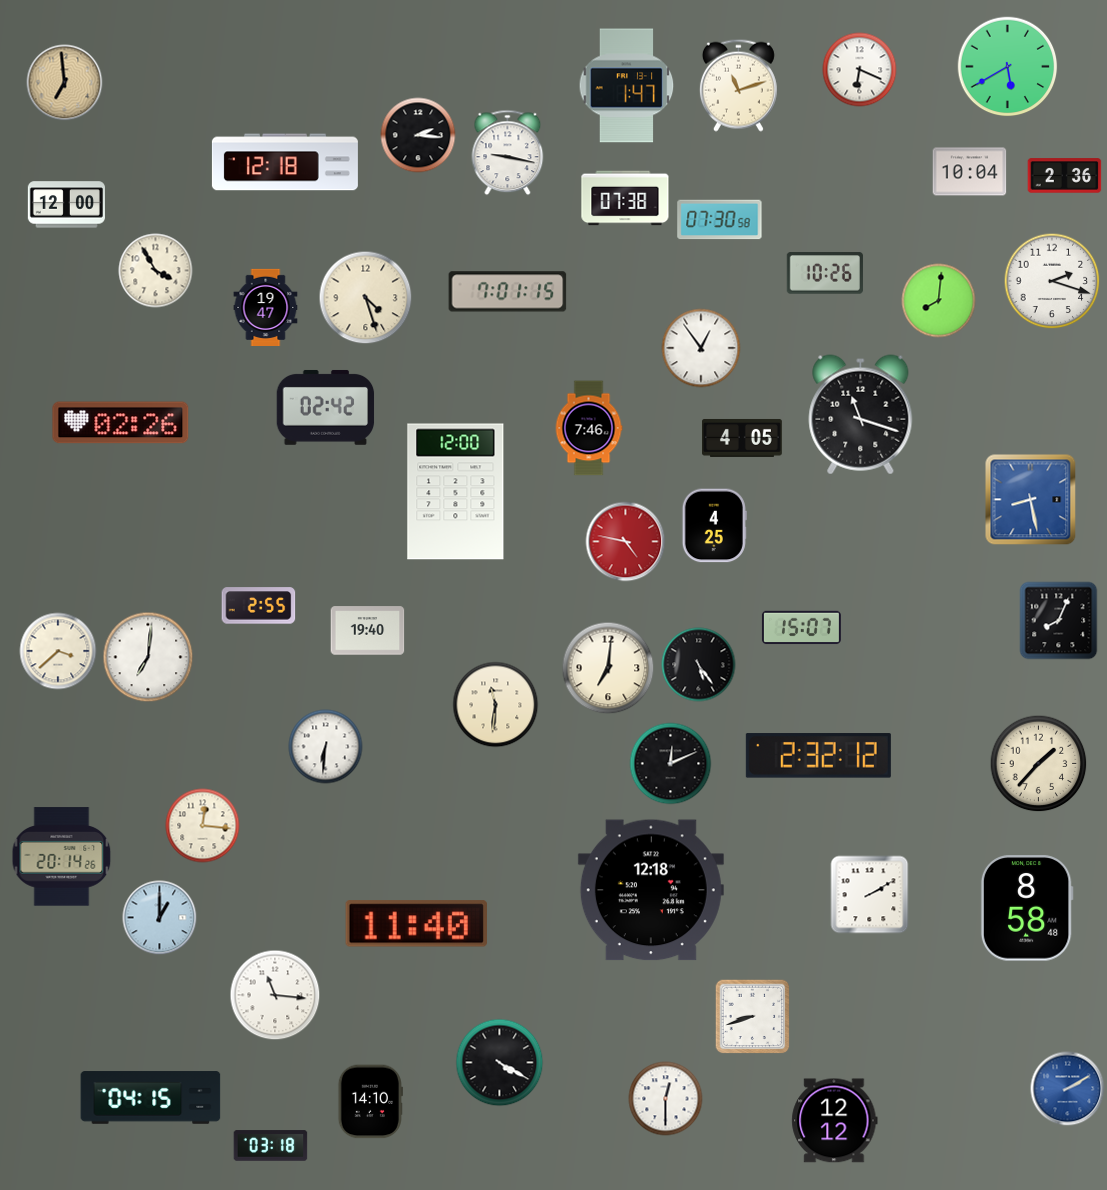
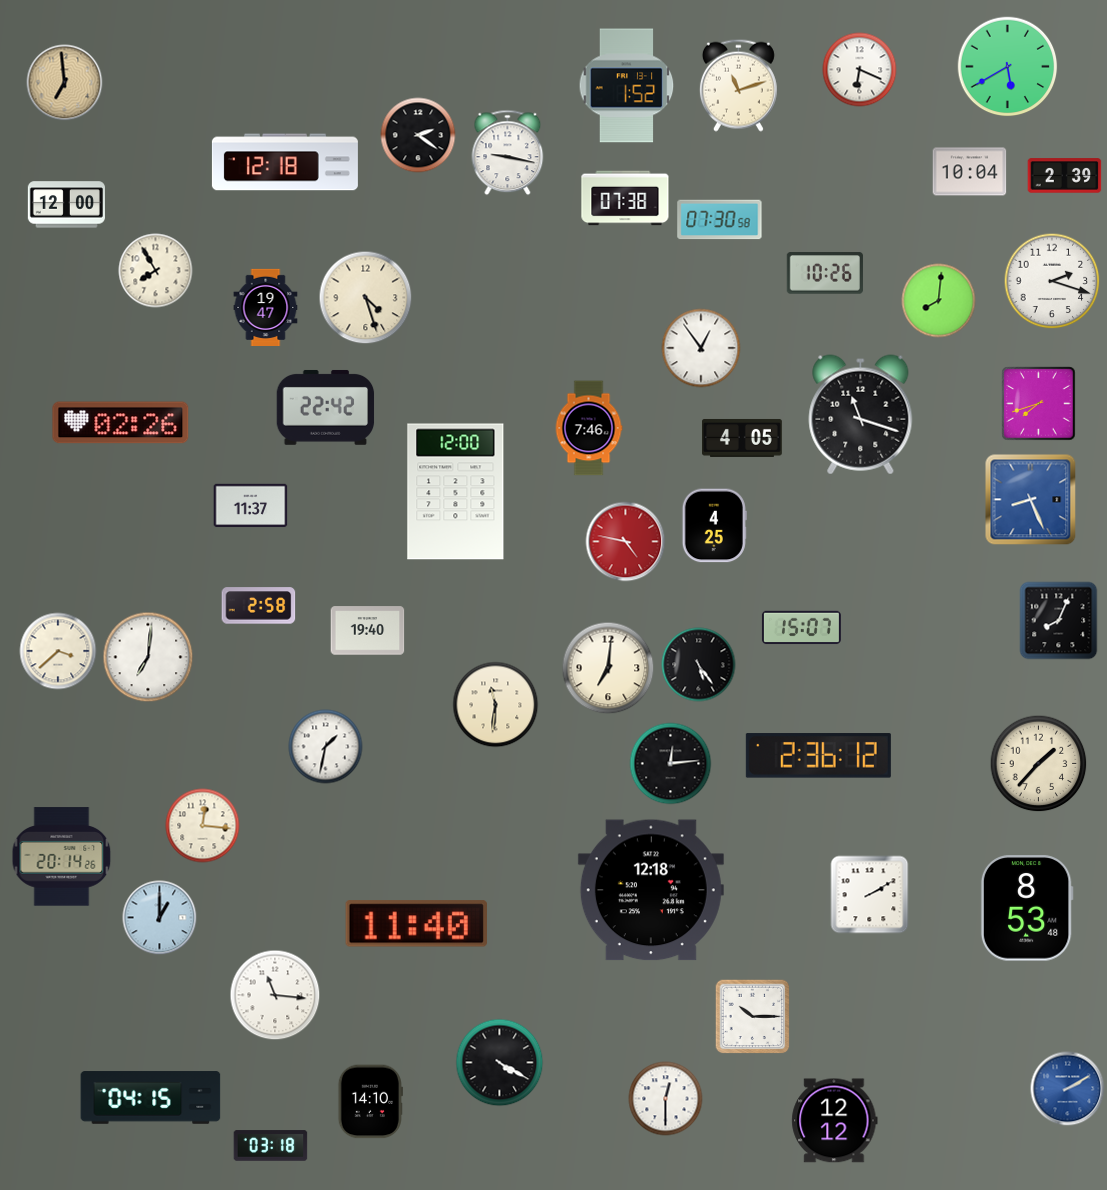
clock at (627, 86): 1:47 -> 1:52
clock at (418, 135): 2:16 -> 2:21
clock at (1065, 176): 2:36 -> 2:39
clock at (156, 271): 3:55 -> 7:55
clock at (508, 292): 7:01 -> none
clock at (1039, 404): none -> 7:42
clock at (326, 407): 02:42 -> 22:42
clock at (1031, 500): 8:28 -> 8:26
clock at (251, 506): none -> 11:37
clock at (259, 606): 2:55 -> 2:58
clock at (326, 747): 6:31 -> 1:32
clock at (818, 756): 2:32 -> 2:36
clock at (671, 764): 12:11 -> 12:14
clock at (1027, 908): 8:58 -> 8:53
clock at (753, 1017): 8:42 -> 10:15
